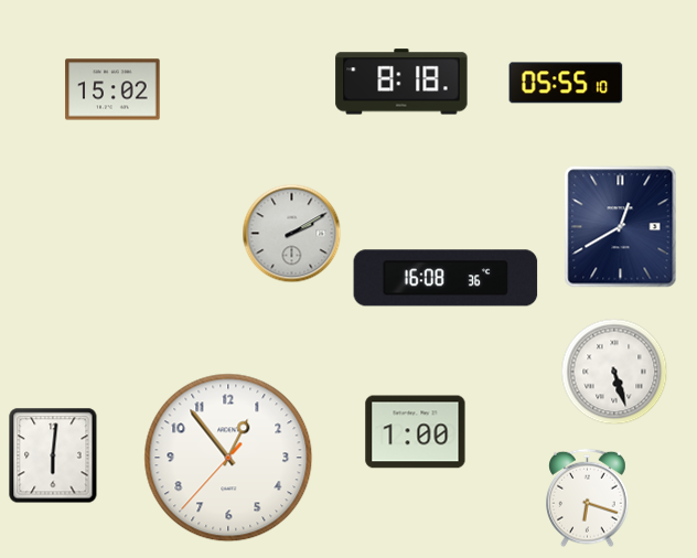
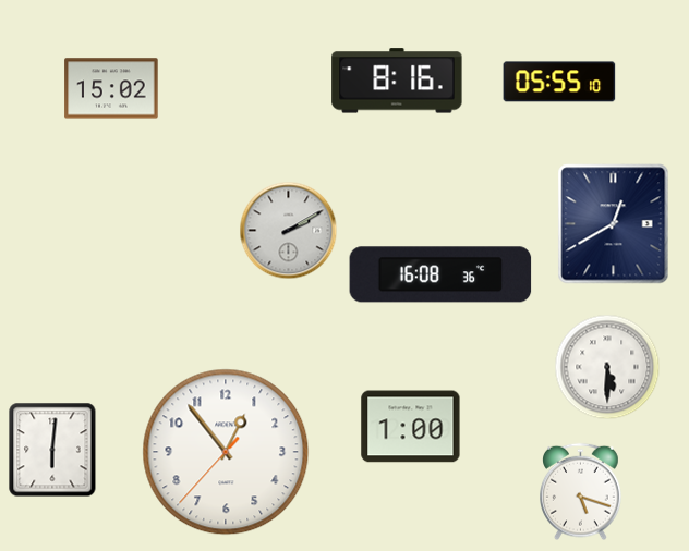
clock at (401, 82): 8:18 -> 8:16
clock at (614, 372): 5:27 -> 5:30
clock at (588, 498): 6:18 -> 5:18
